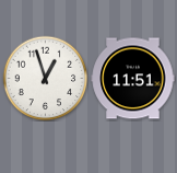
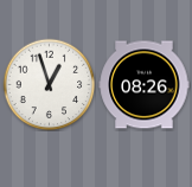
clock at (133, 79): 11:51 -> 08:26
